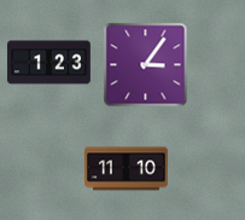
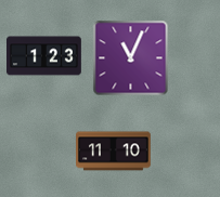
clock at (146, 65): 3:06 -> 11:04
